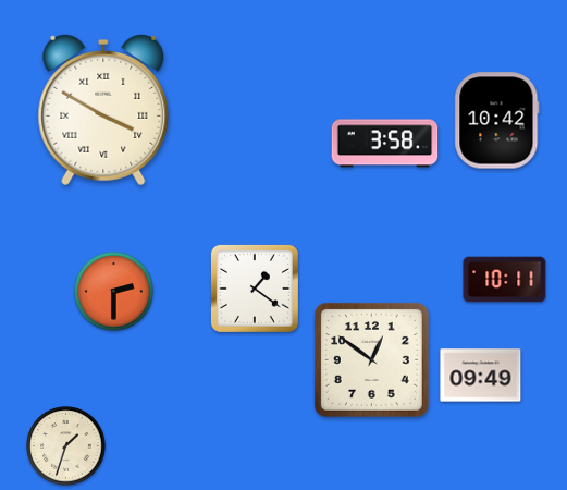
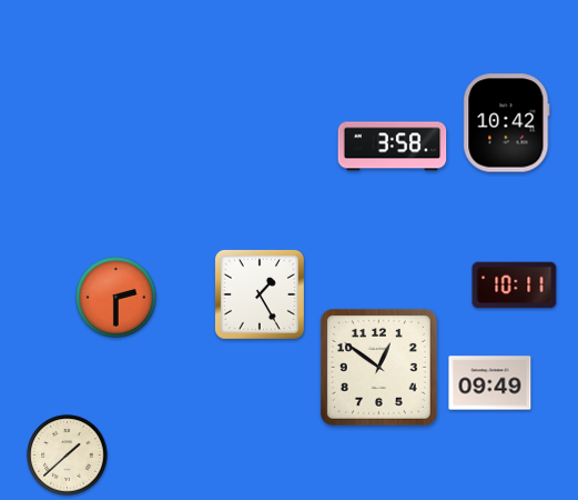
clock at (103, 110): 3:50 -> none
clock at (255, 289): 1:21 -> 1:25
clock at (66, 446): 1:33 -> 1:38
